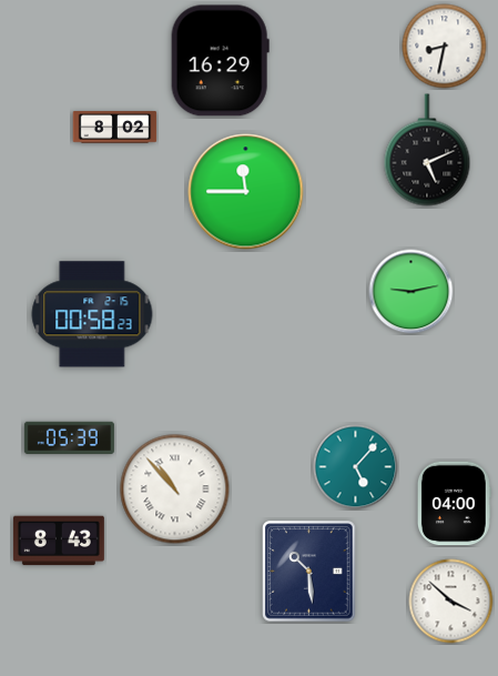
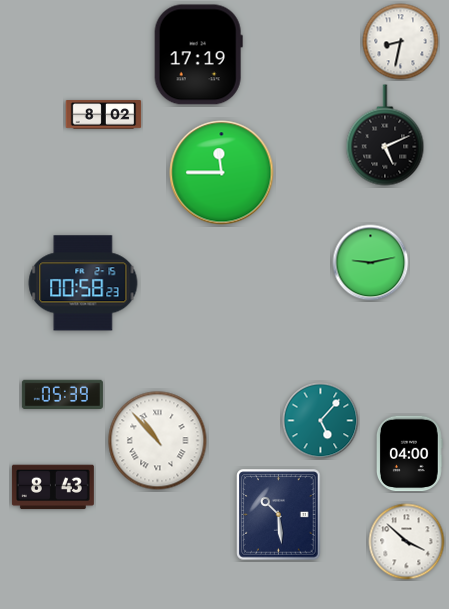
clock at (220, 61): 16:29 -> 17:19
